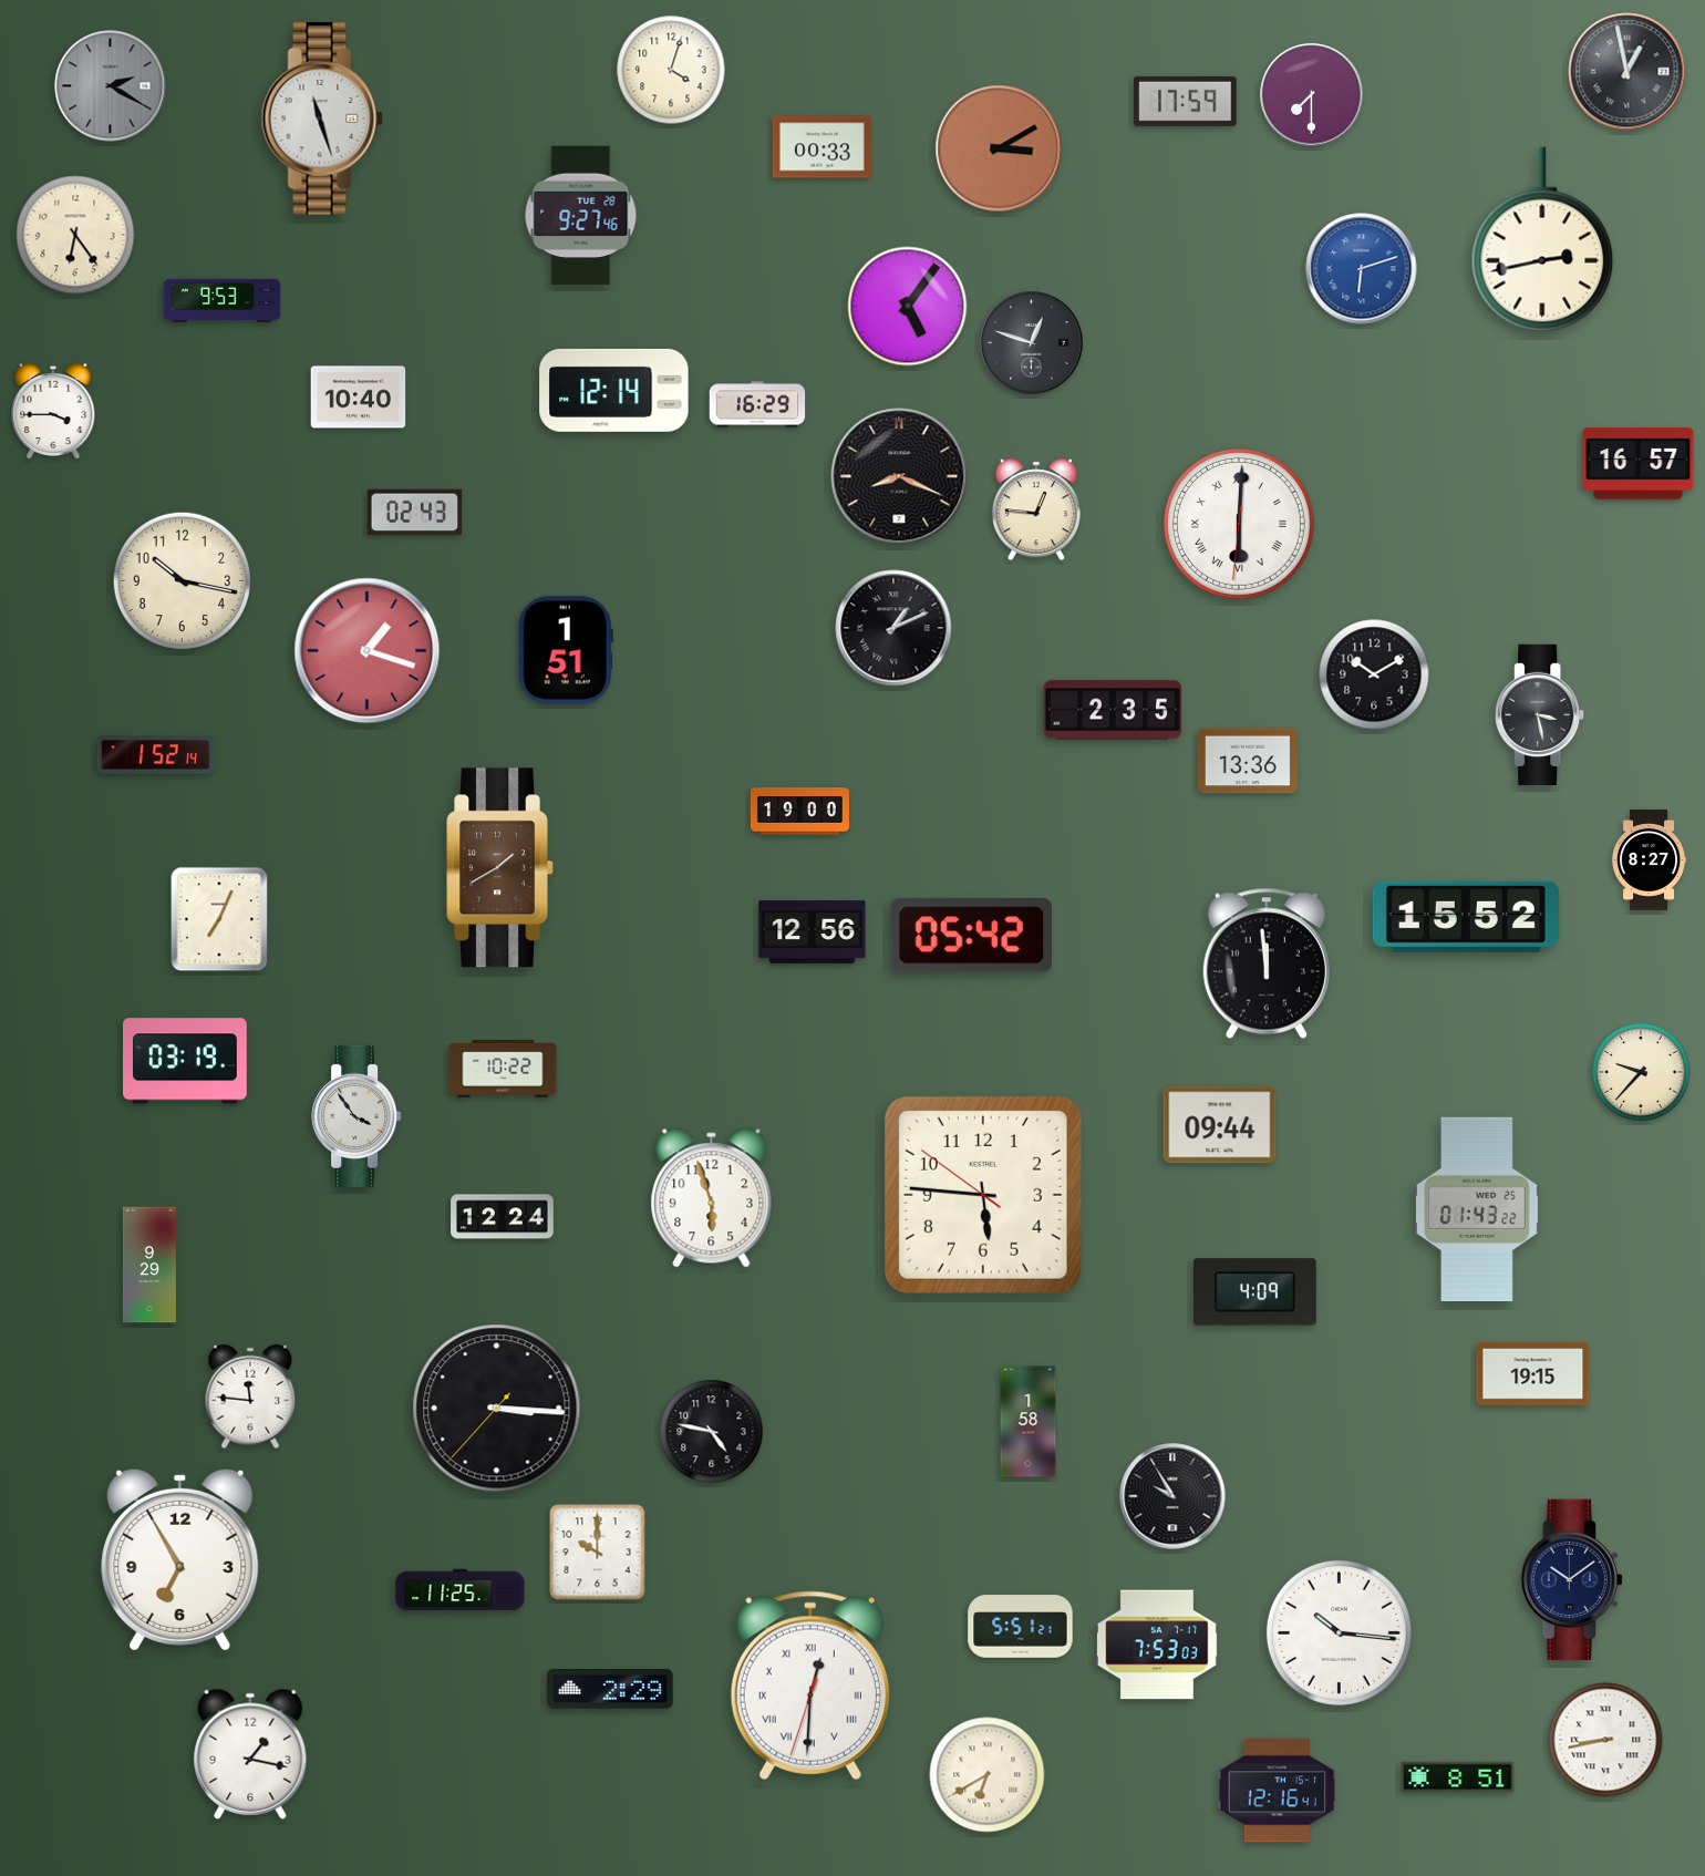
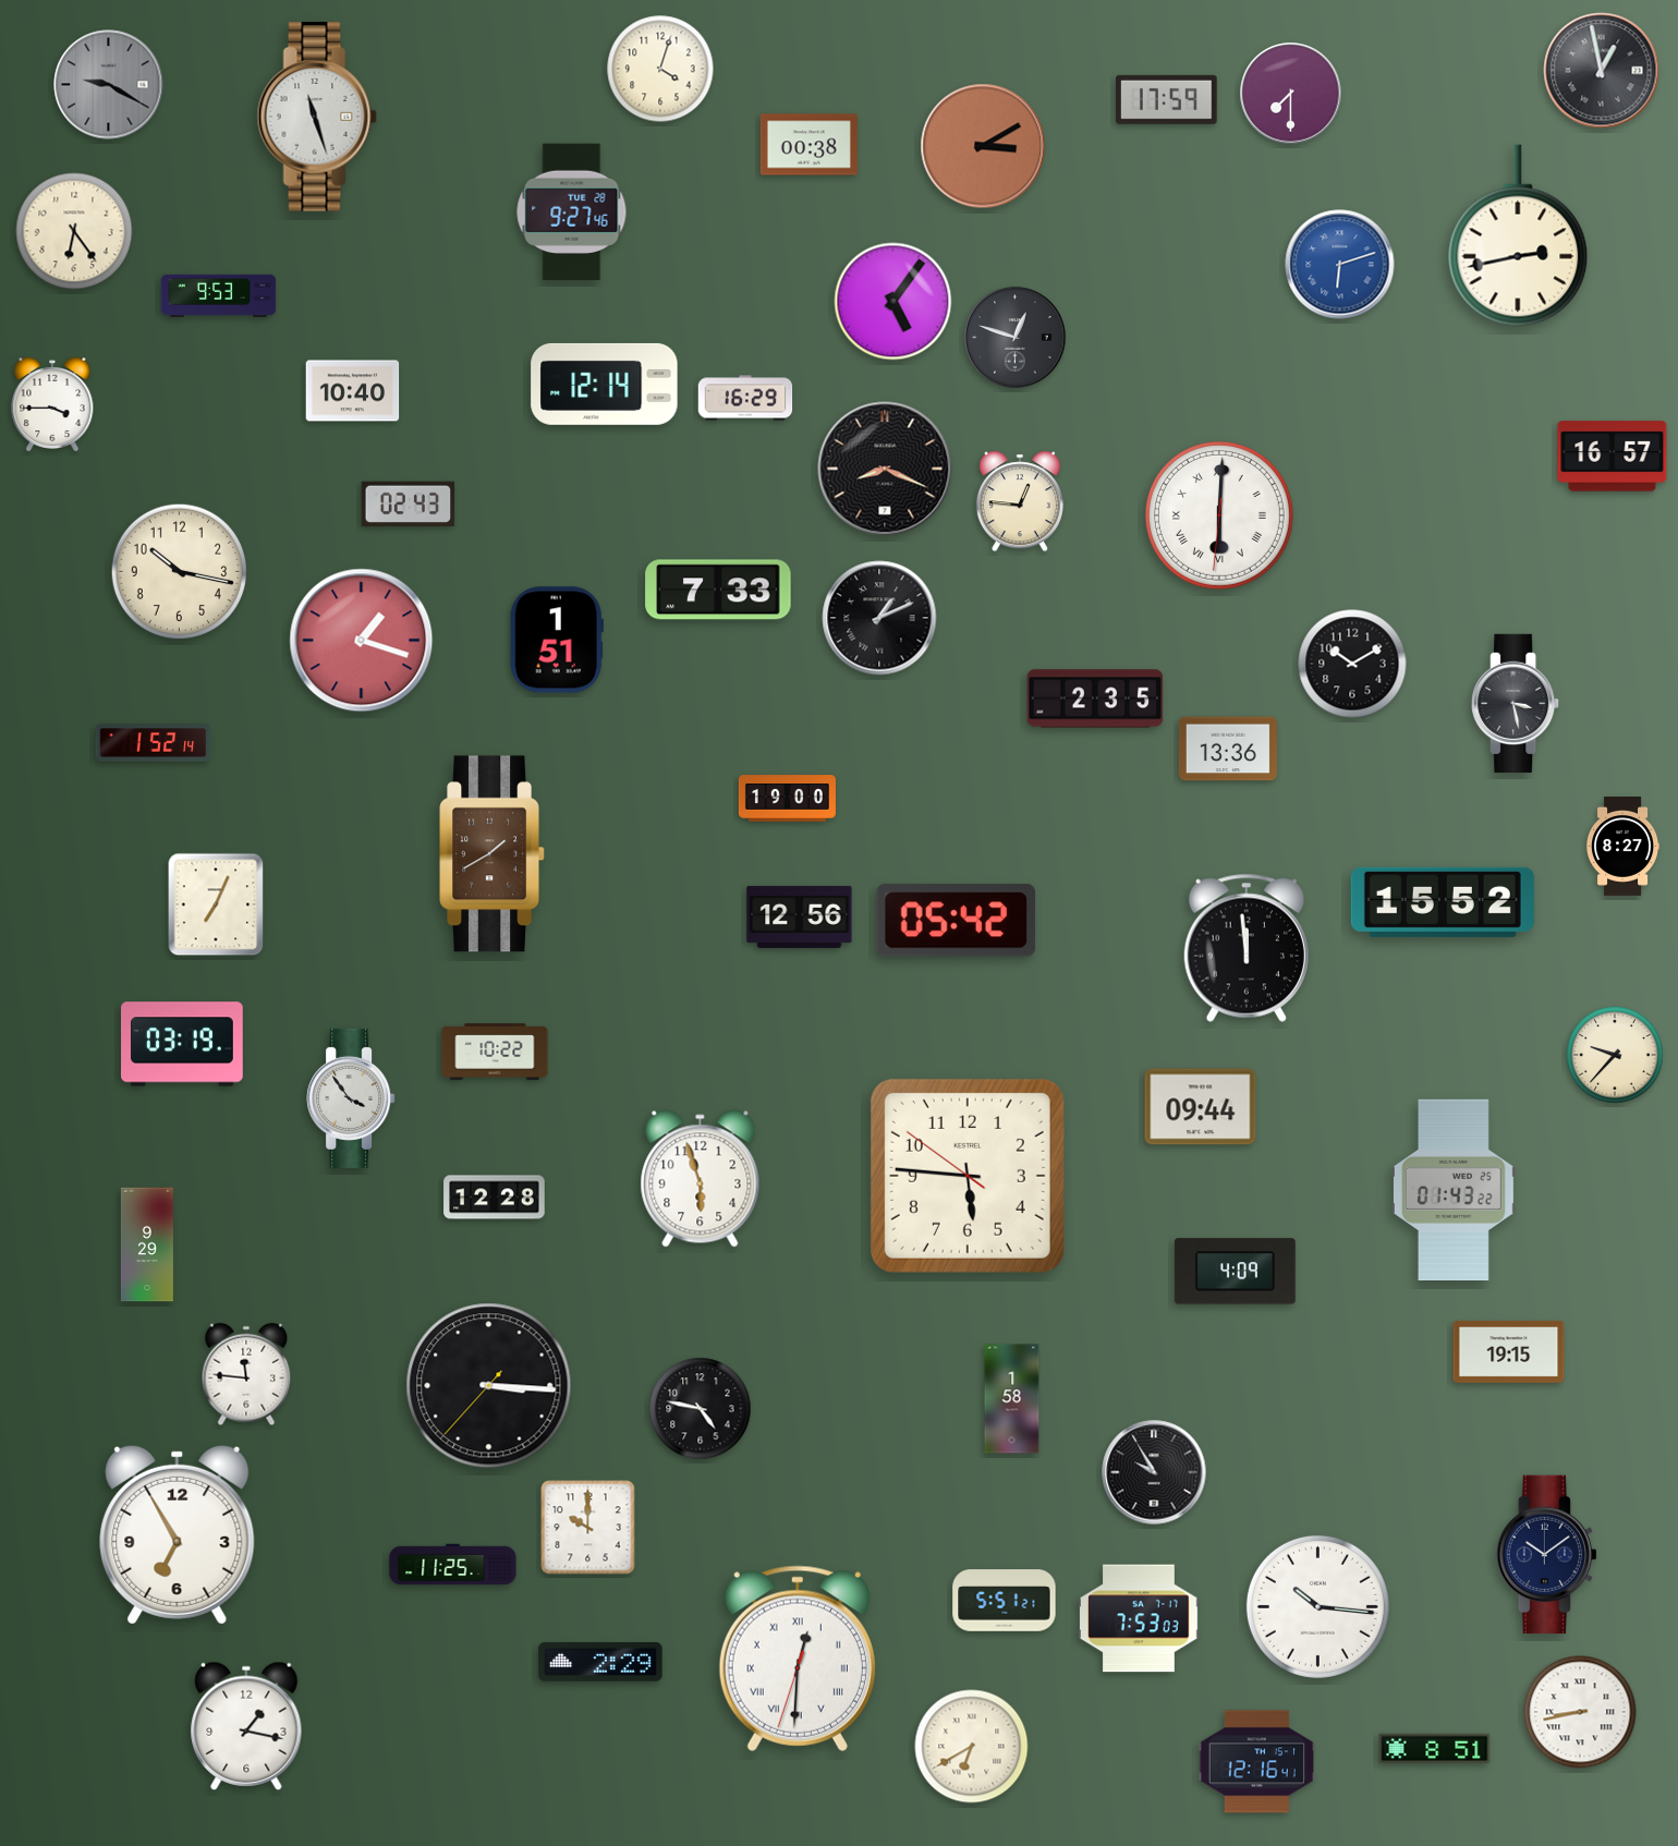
clock at (111, 86): 2:20 -> 9:20
clock at (821, 147): 00:33 -> 00:38
clock at (718, 590): none -> 7:33
clock at (503, 1217): 12:24 -> 12:28
